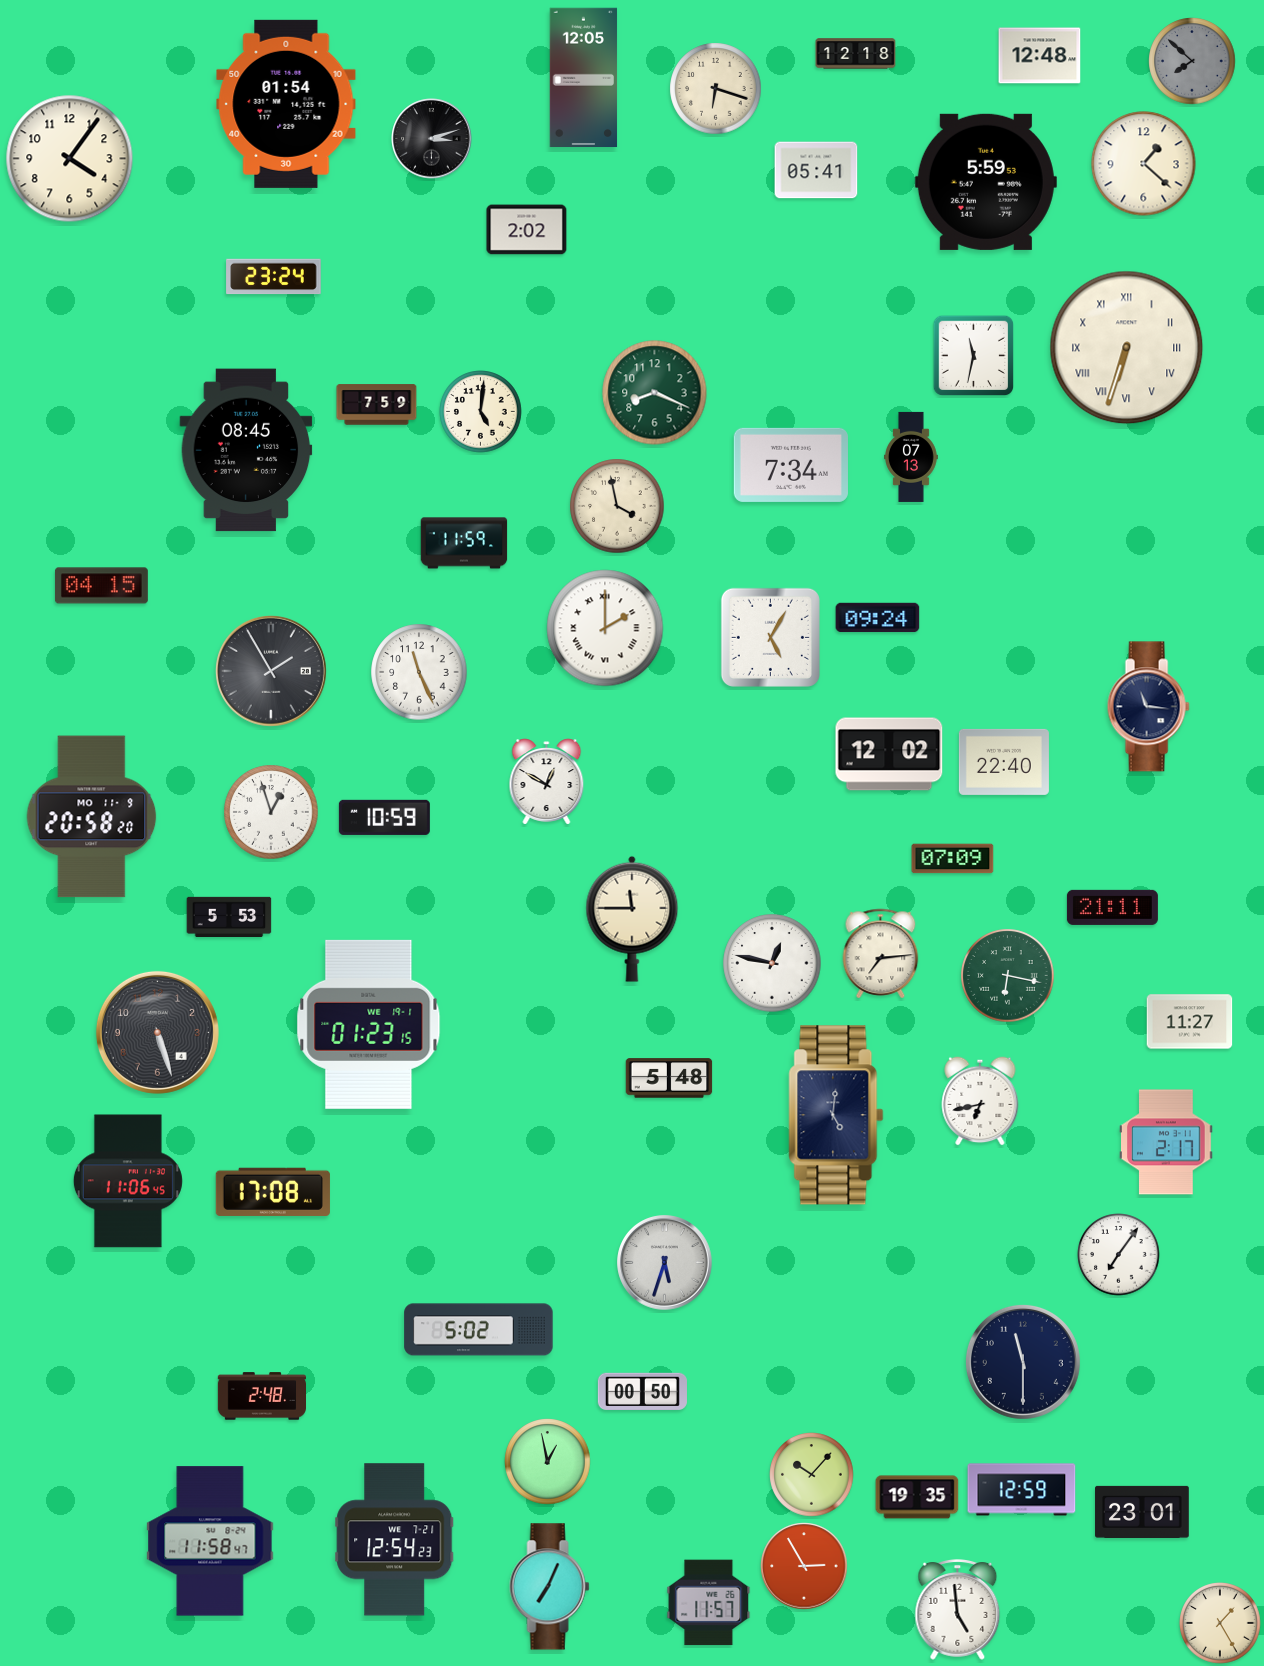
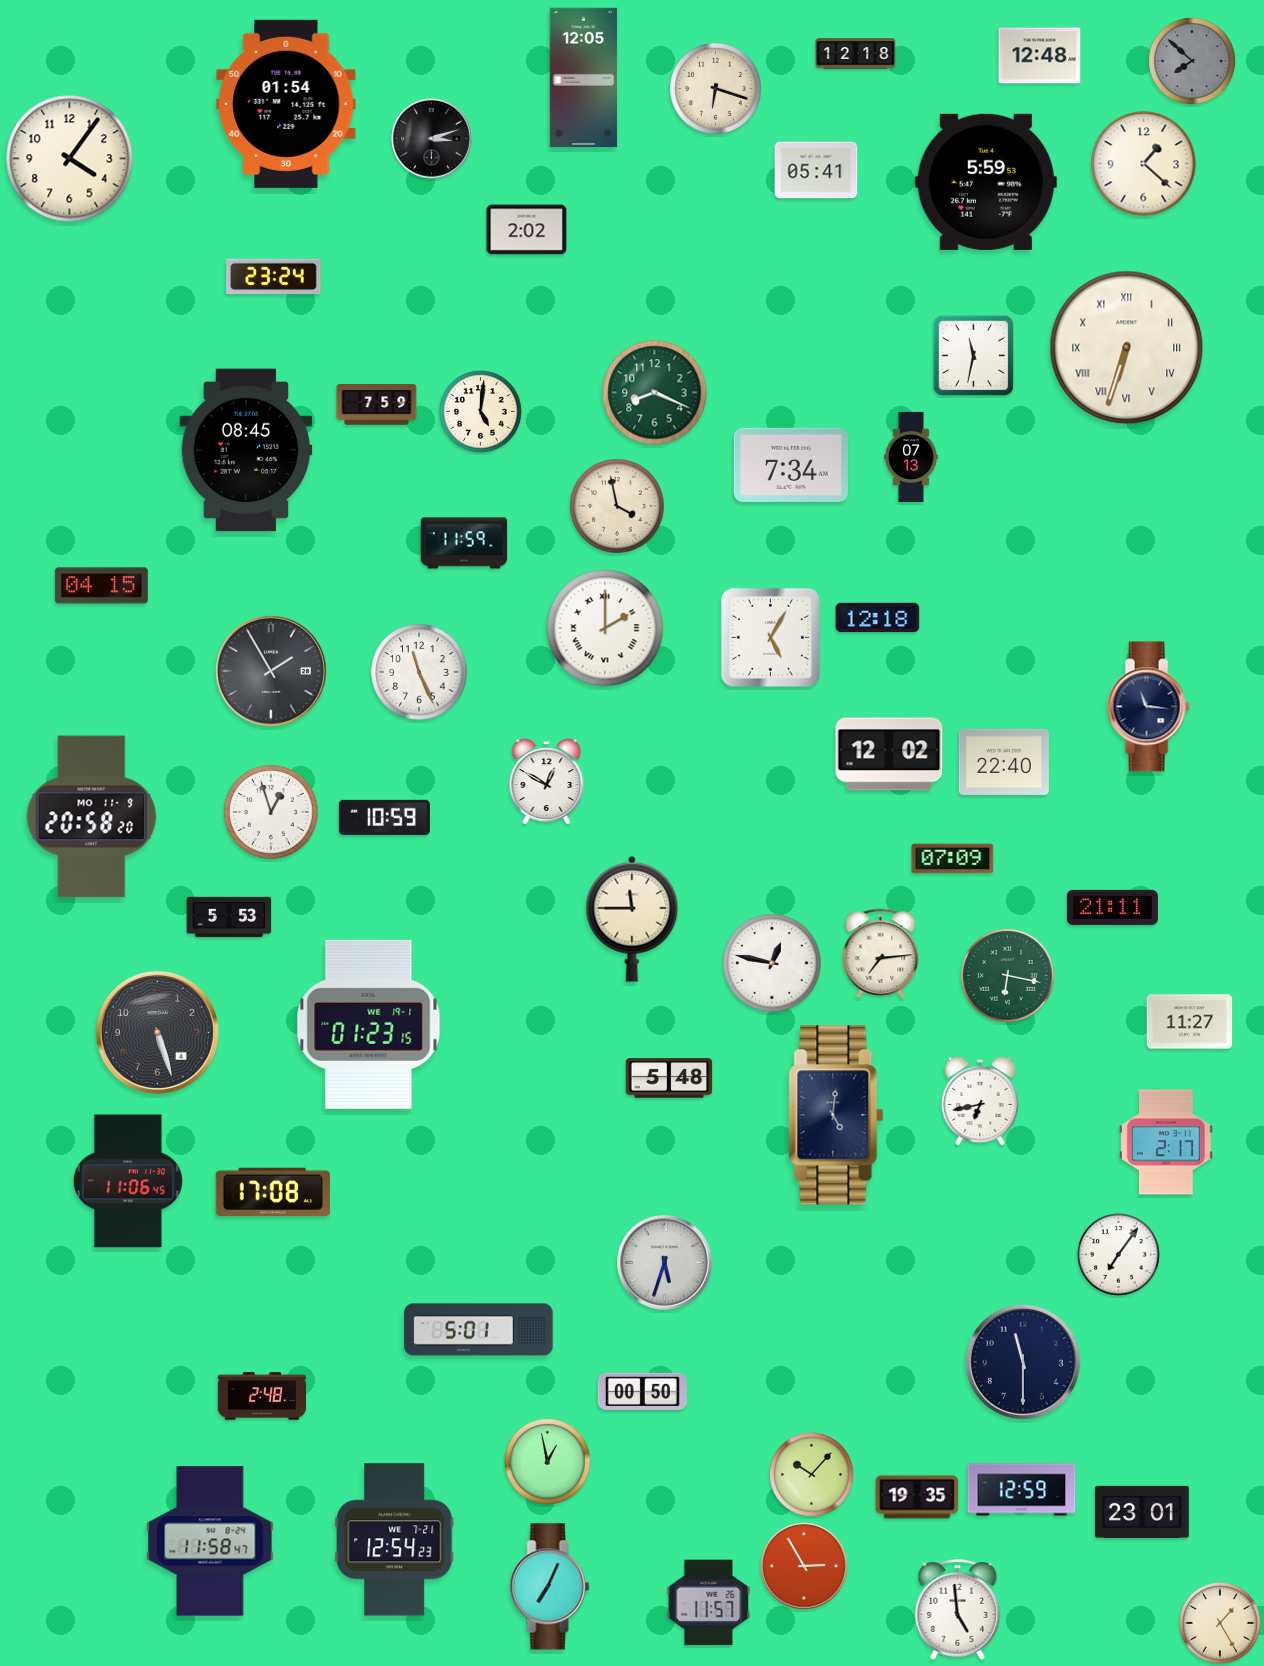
clock at (878, 618): 09:24 -> 12:18
clock at (479, 1330): 5:02 -> 5:01
